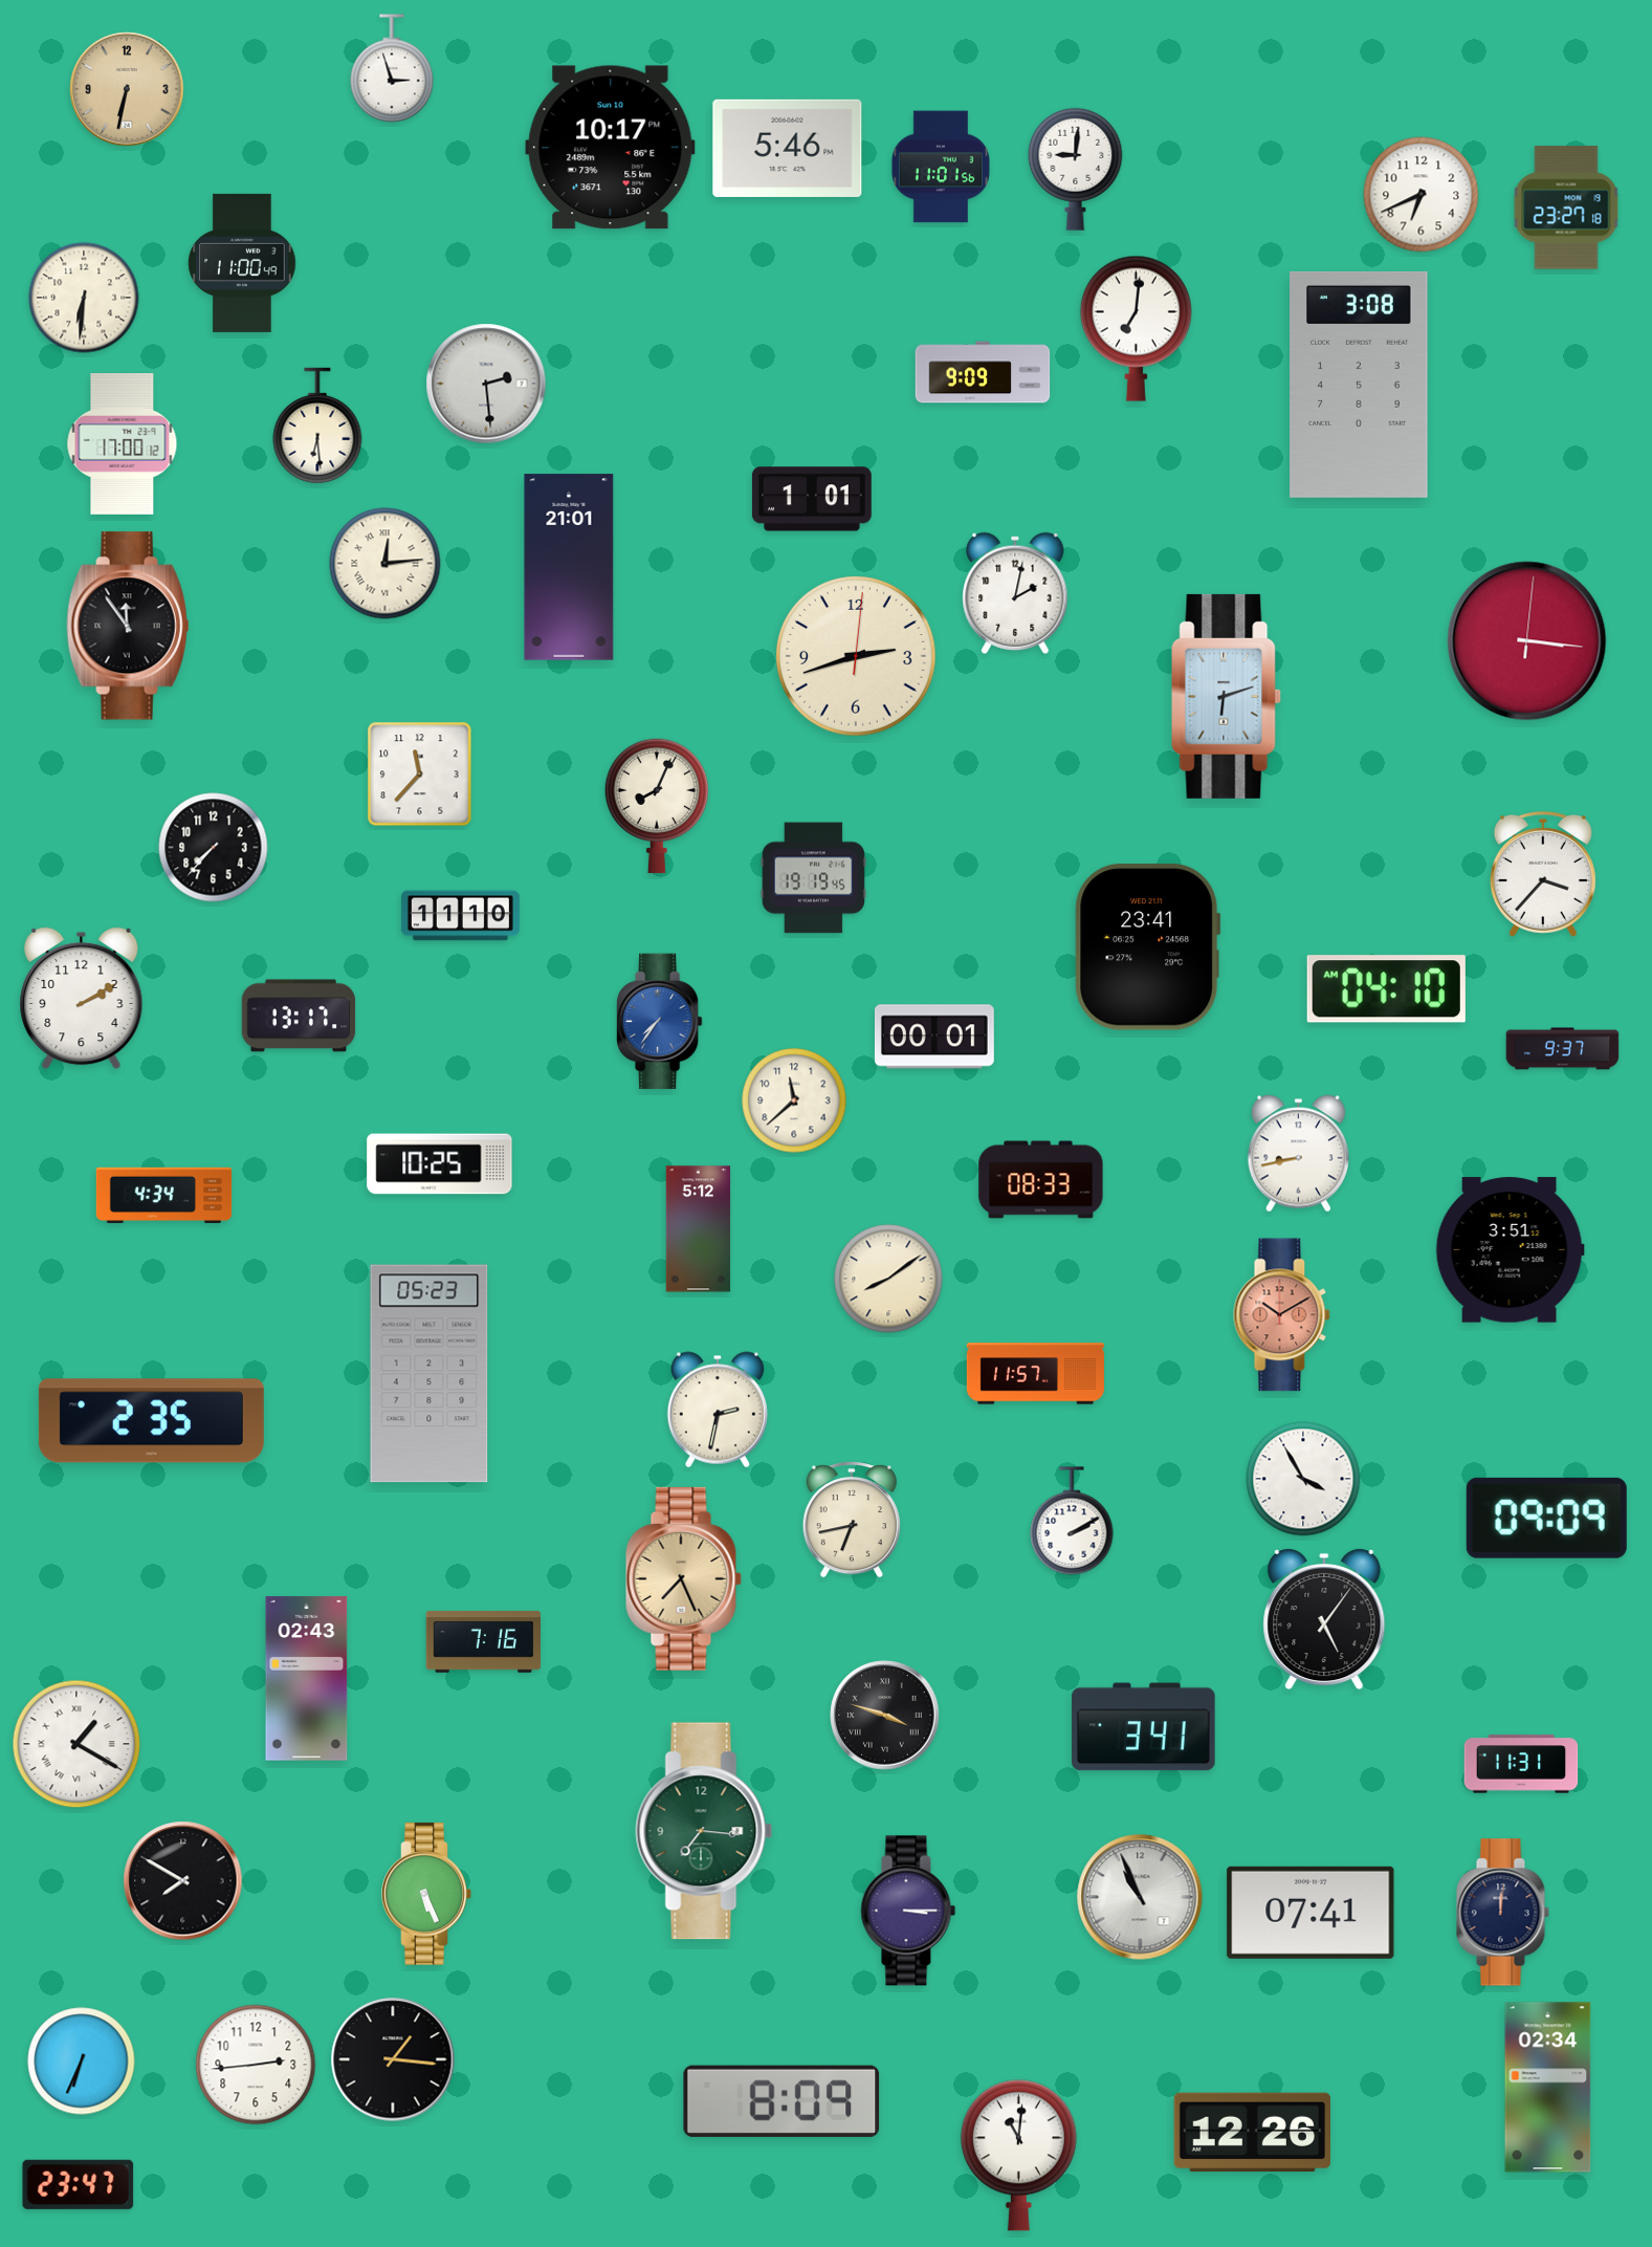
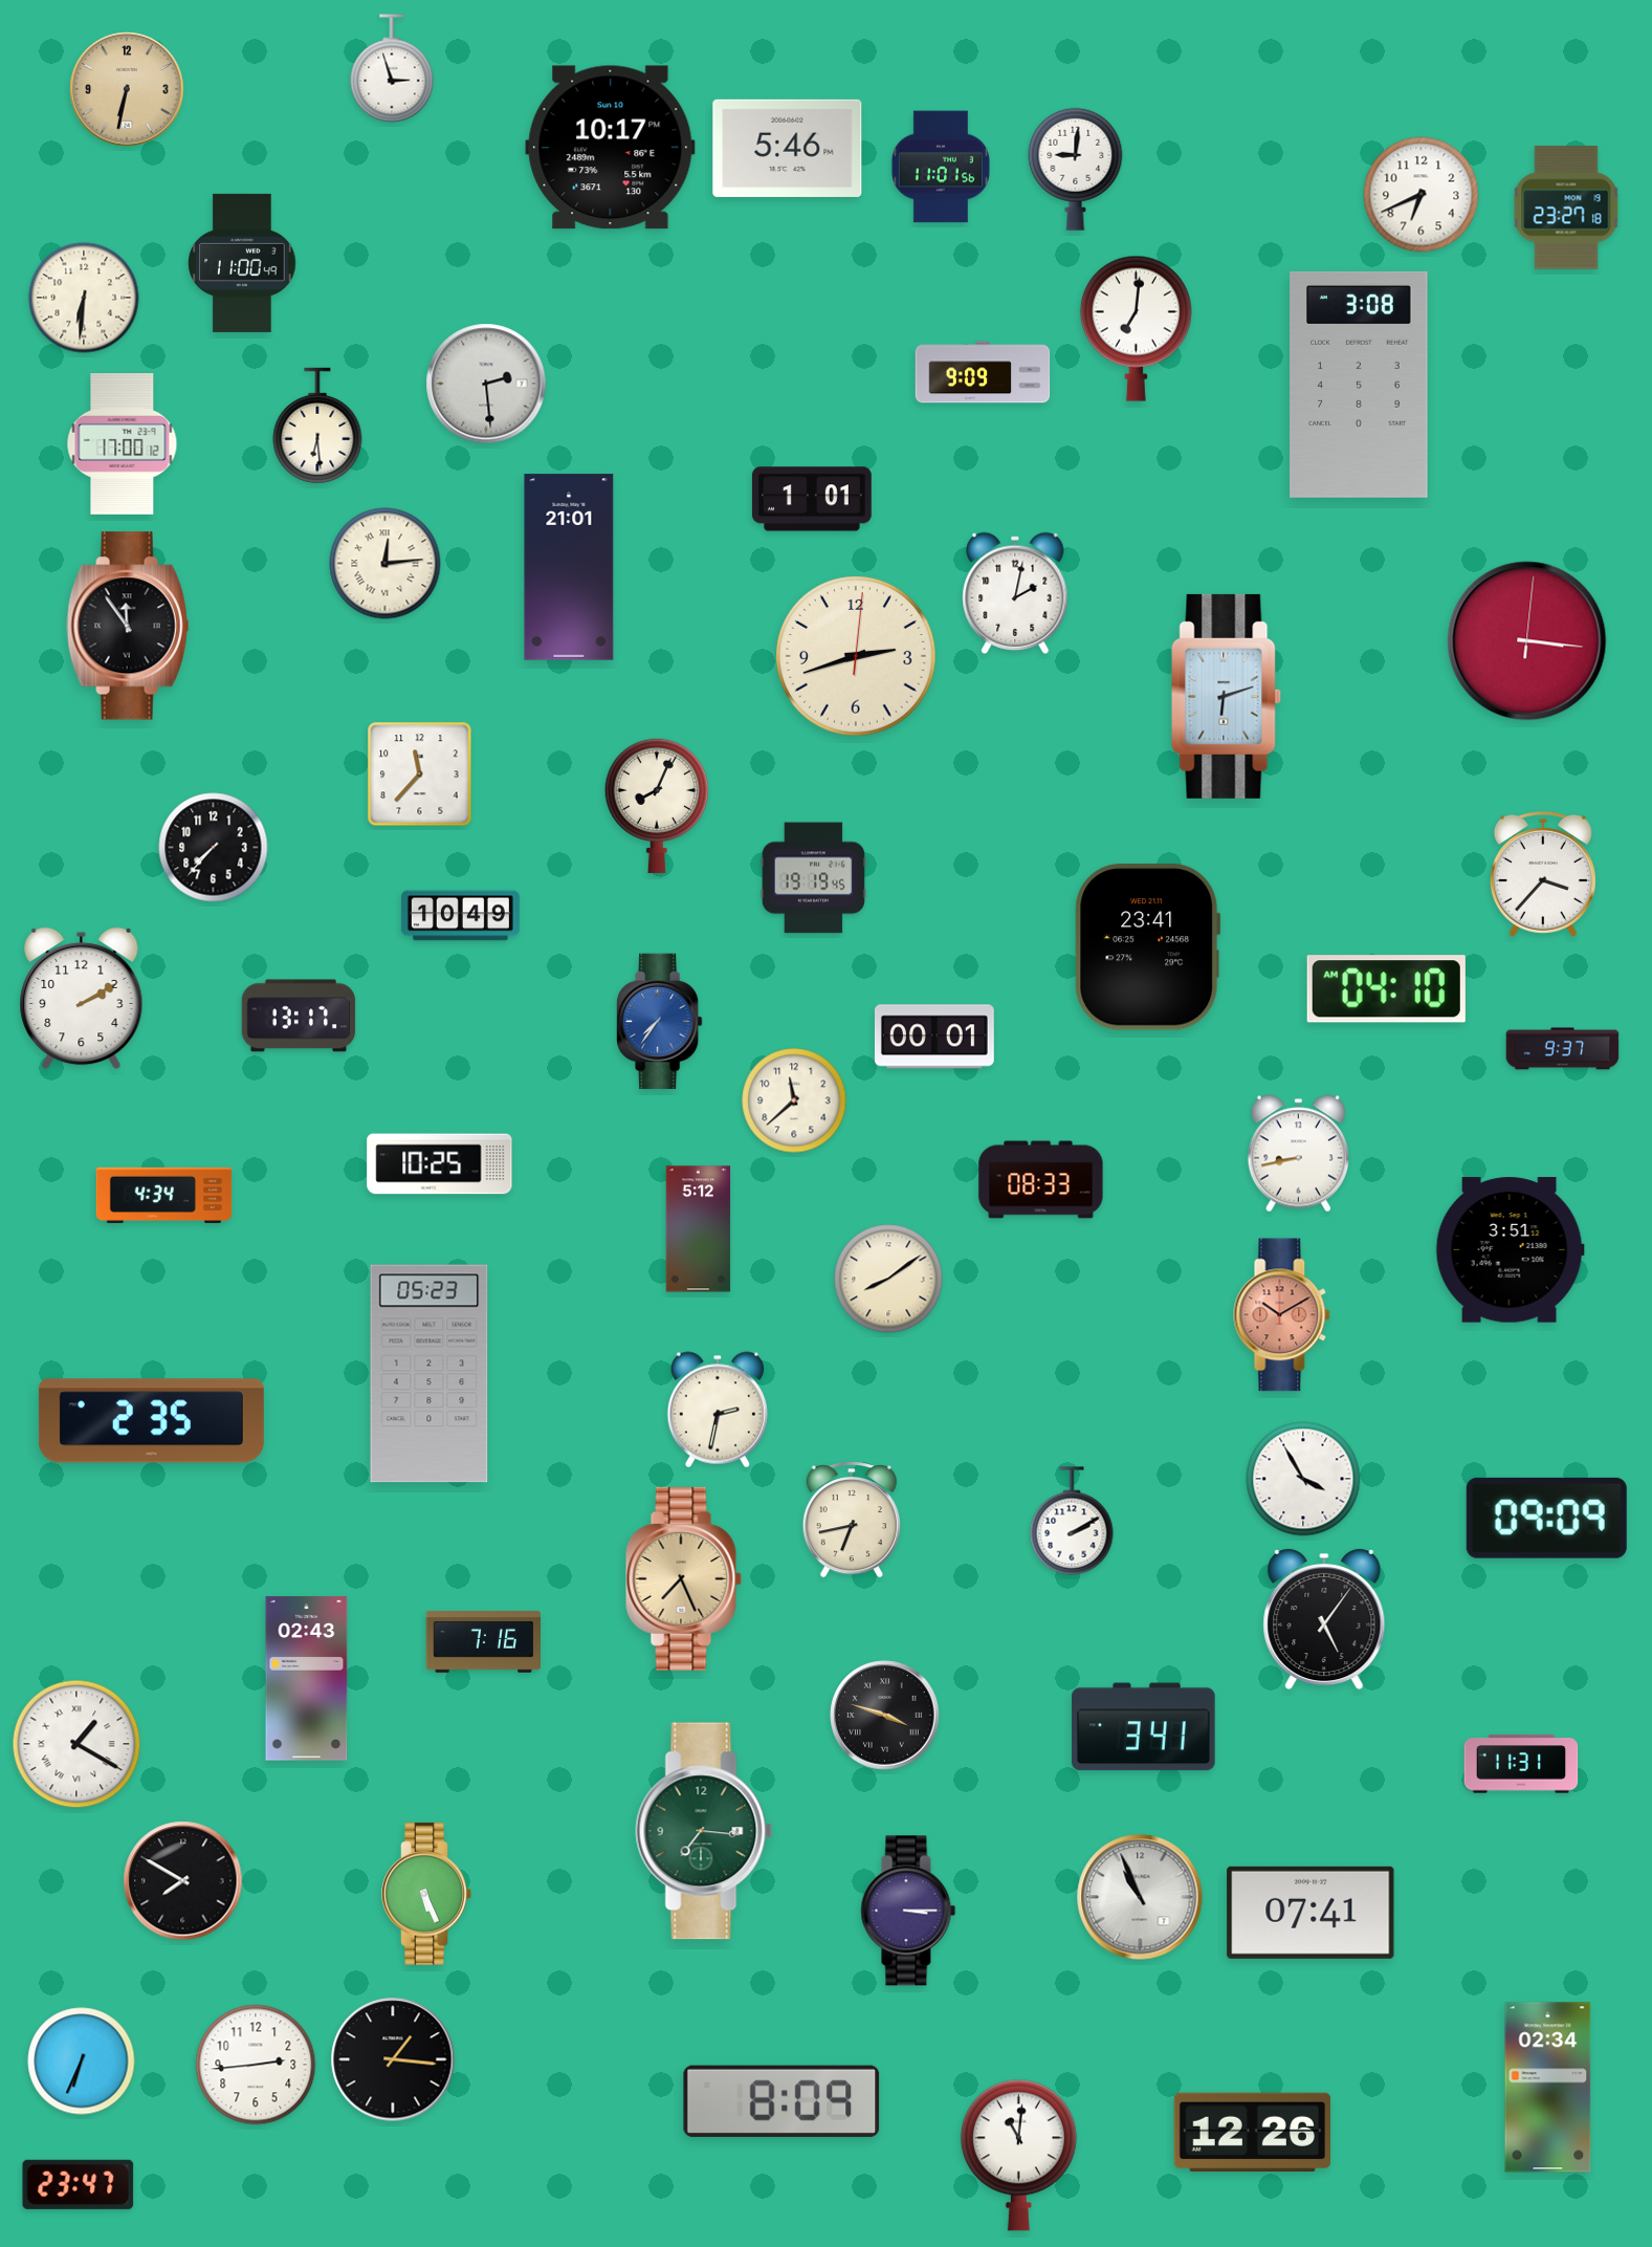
clock at (460, 916): 11:10 -> 10:49
clock at (1035, 1374): 11:57 -> none
clock at (1502, 1913): 12:01 -> none
